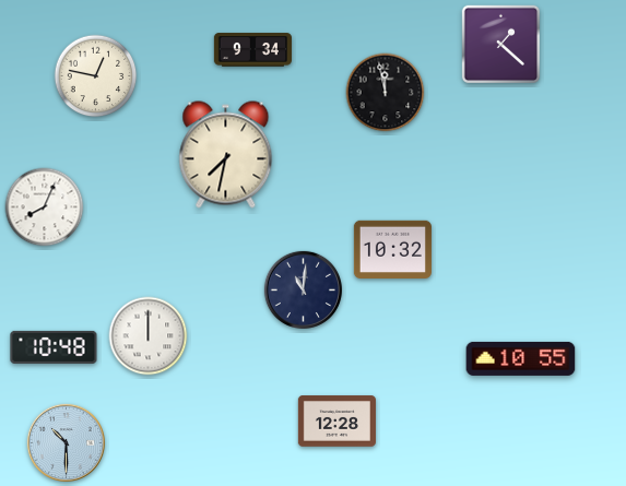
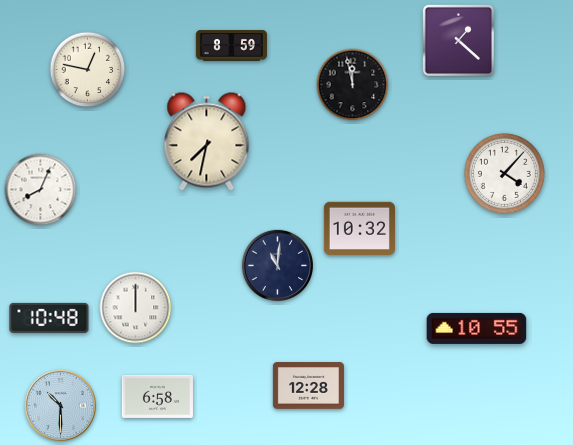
clock at (252, 50): 9:34 -> 8:59
clock at (504, 173): none -> 4:07
clock at (157, 396): none -> 6:58
